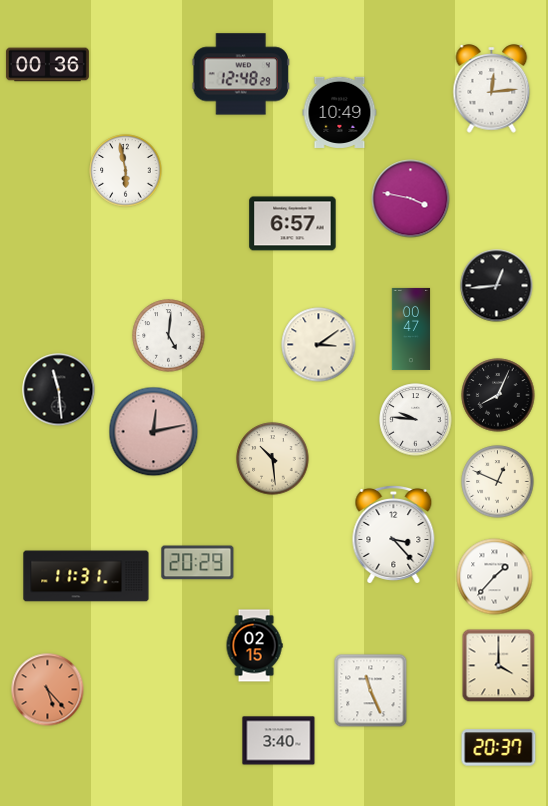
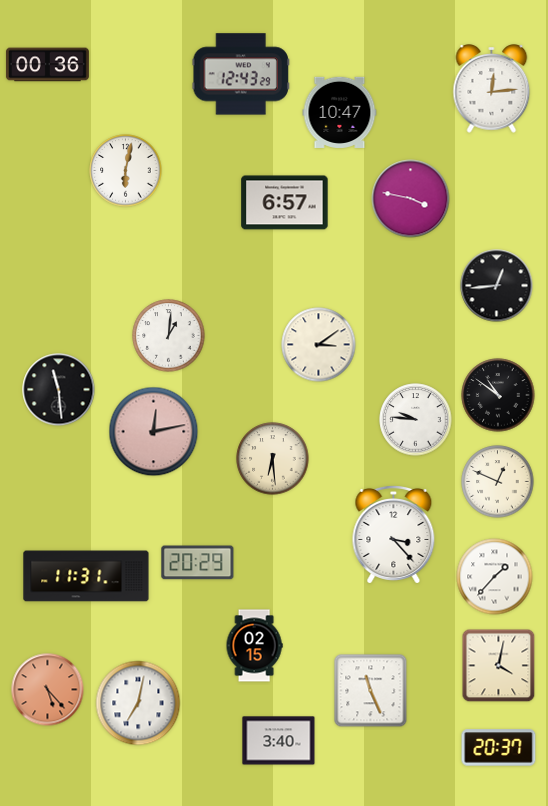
clock at (240, 74): 12:48 -> 12:43
clock at (340, 112): 10:49 -> 10:47
clock at (126, 171): 5:58 -> 6:02
clock at (293, 224) position: (293, 224) -> (285, 203)
clock at (411, 329): 00:47 -> none
clock at (169, 336): 5:01 -> 1:01
clock at (498, 395): 8:04 -> 10:51
clock at (273, 459): 10:29 -> 6:29
clock at (499, 666): 4:00 -> 4:02
clock at (138, 703): none -> 7:02
